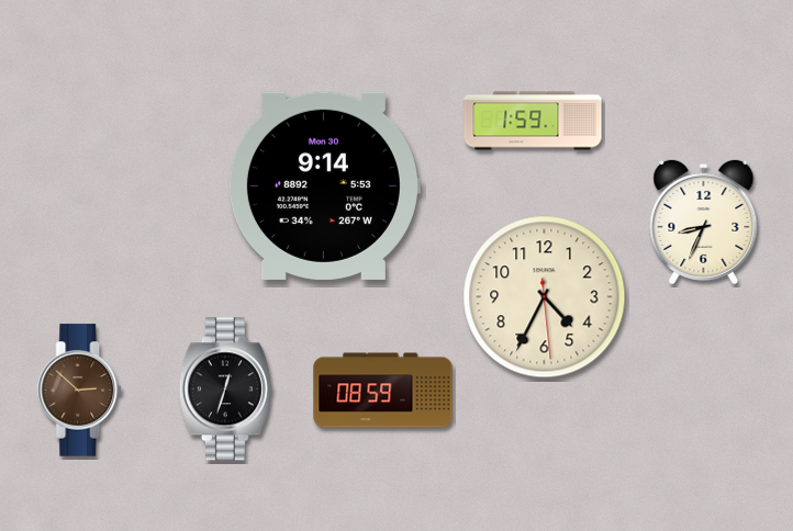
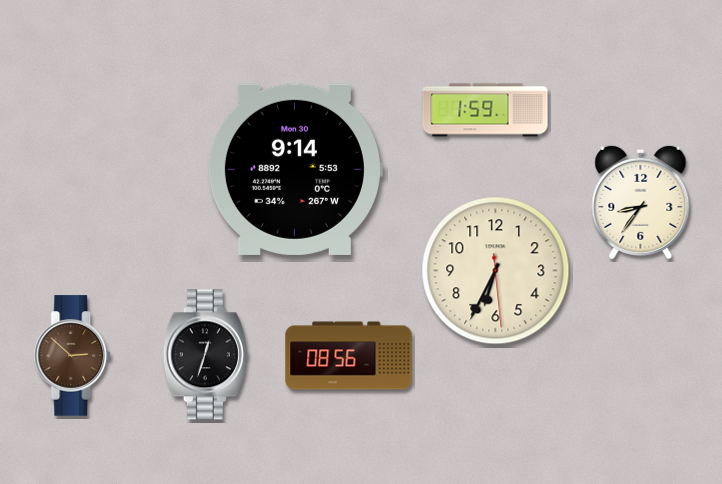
clock at (704, 222): 8:34 -> 8:36
clock at (545, 297): 4:34 -> 6:34
clock at (383, 391): 08:59 -> 08:56
